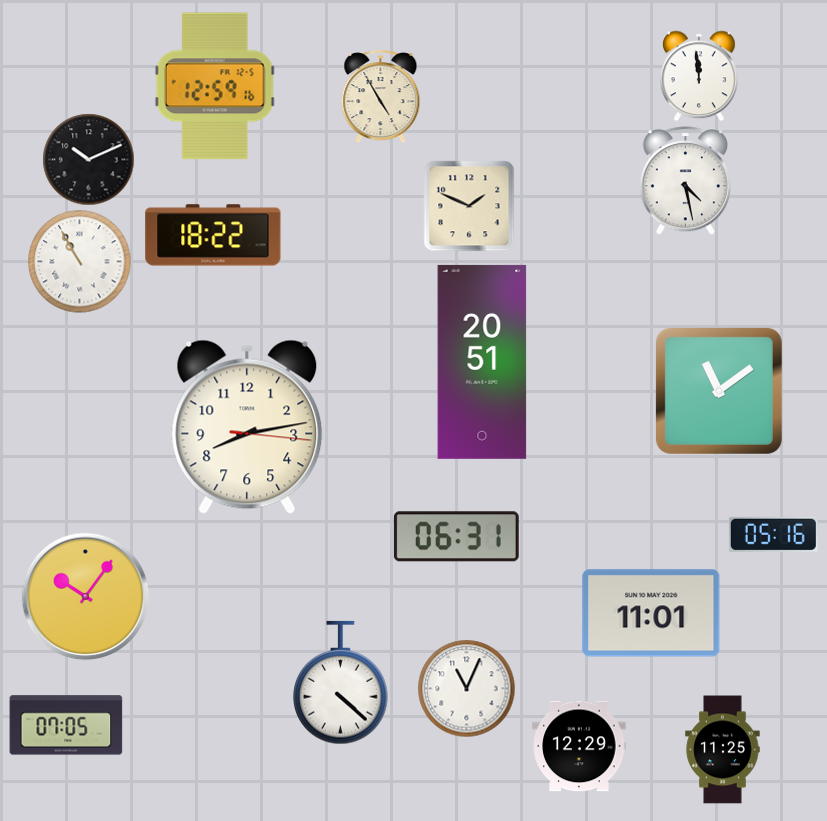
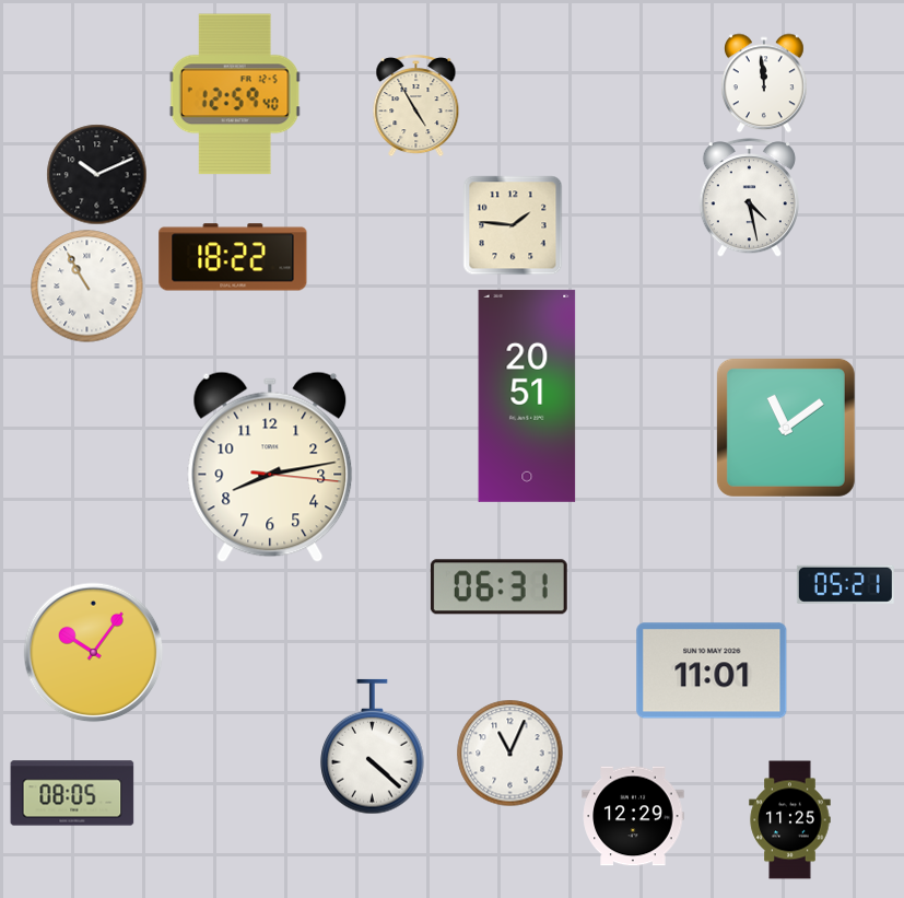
clock at (215, 86): 12:59:16 -> 12:59:40
clock at (469, 206): 1:49 -> 1:46
clock at (773, 534): 05:16 -> 05:21
clock at (66, 725): 07:05 -> 08:05
